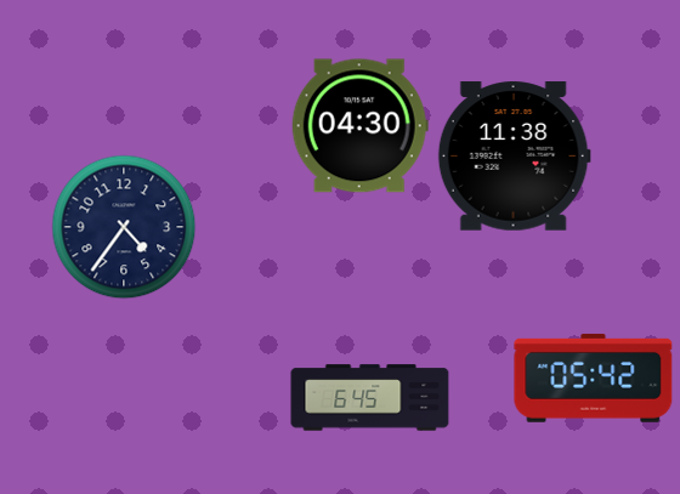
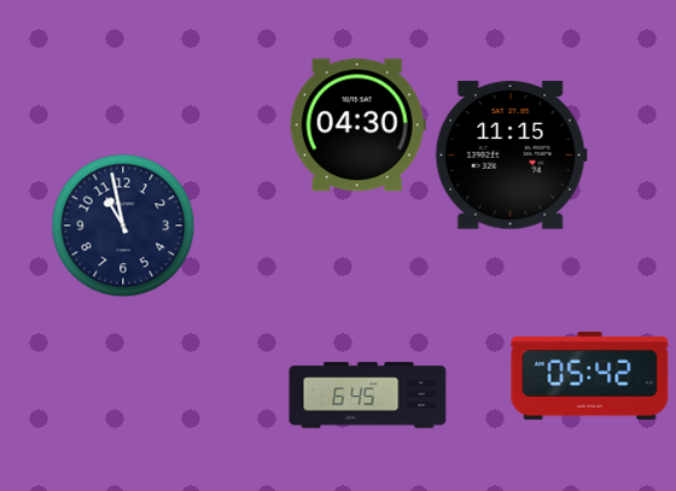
clock at (514, 157): 11:38 -> 11:15
clock at (124, 227): 4:36 -> 10:58
